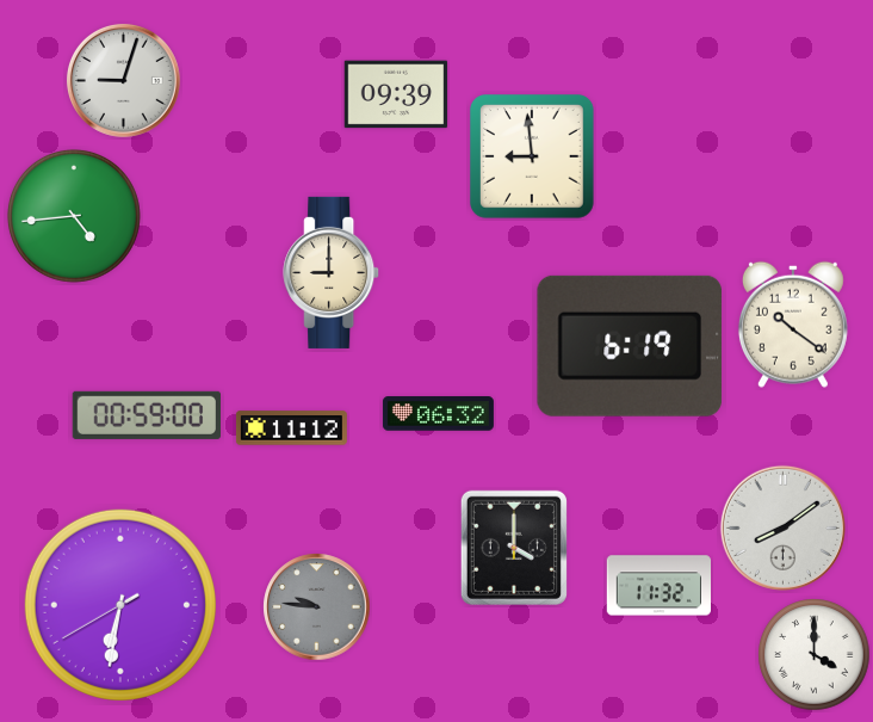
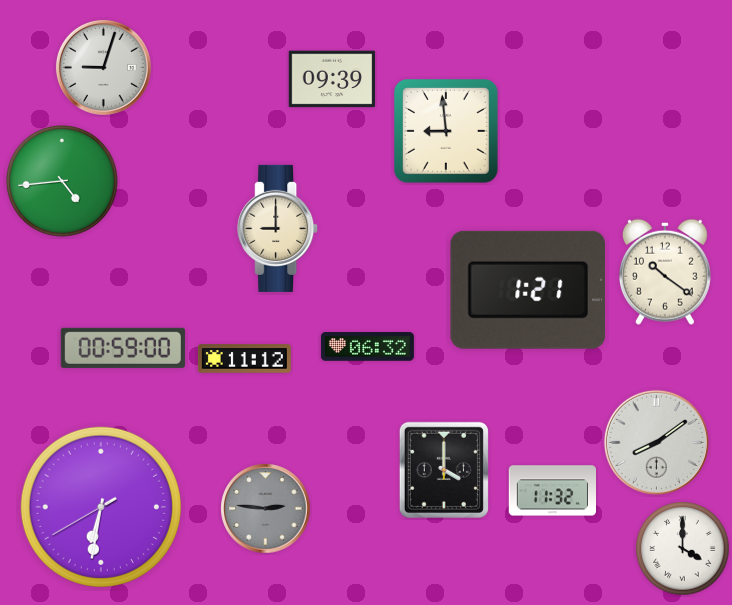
clock at (629, 346): 6:19 -> 1:21
clock at (514, 548) position: (514, 548) -> (444, 470)
clock at (317, 607): 9:46 -> 2:46
